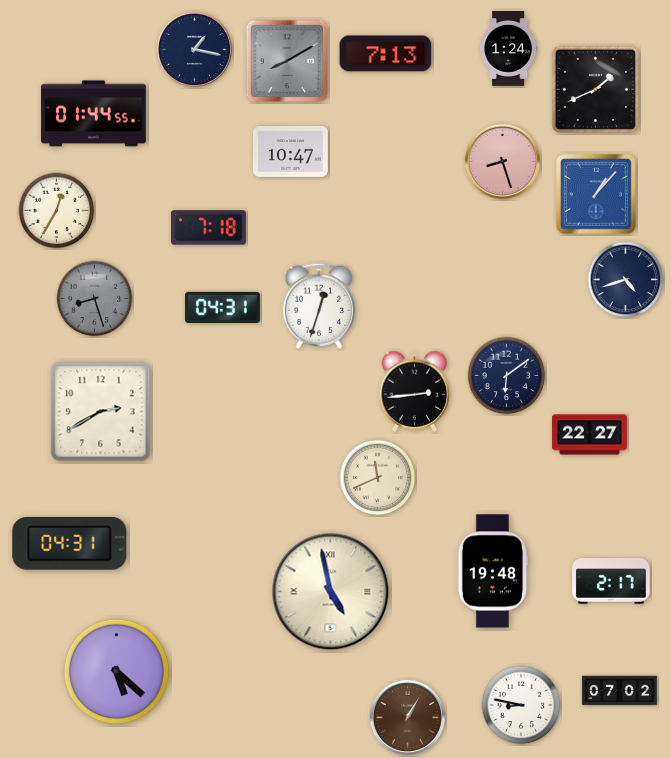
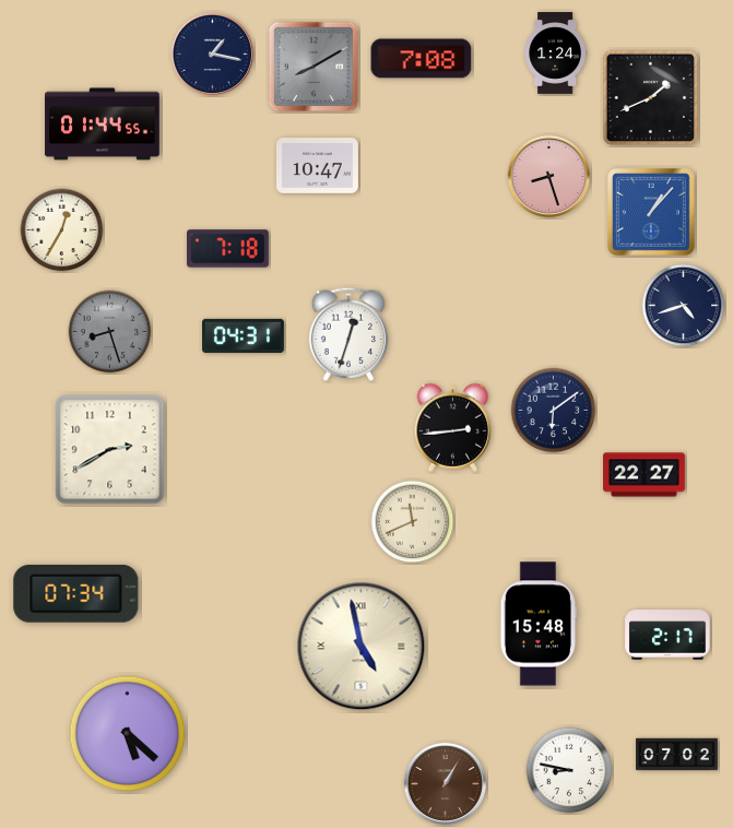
clock at (386, 54): 7:13 -> 7:08
clock at (95, 299) position: (95, 299) -> (110, 332)
clock at (70, 543): 04:31 -> 07:34
clock at (493, 571): 19:48 -> 15:48
